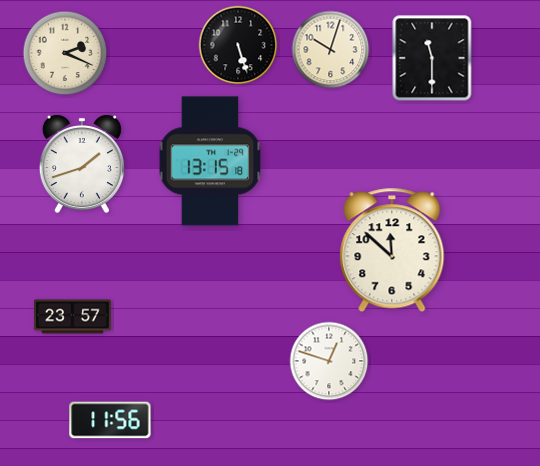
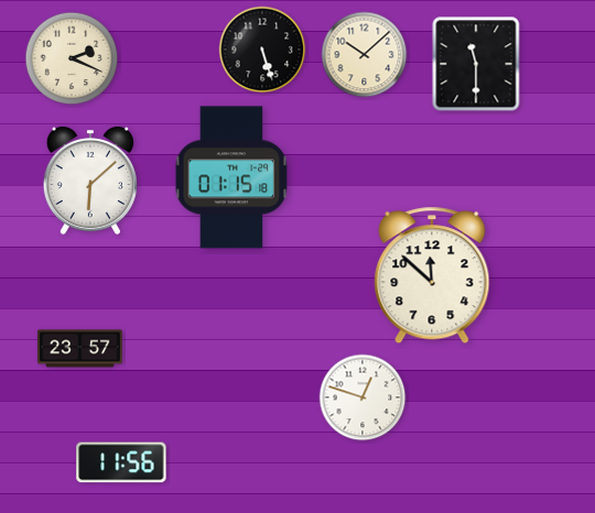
clock at (331, 50): 10:03 -> 10:08
clock at (210, 161): 13:15 -> 01:15
clock at (82, 164): 1:42 -> 6:08
